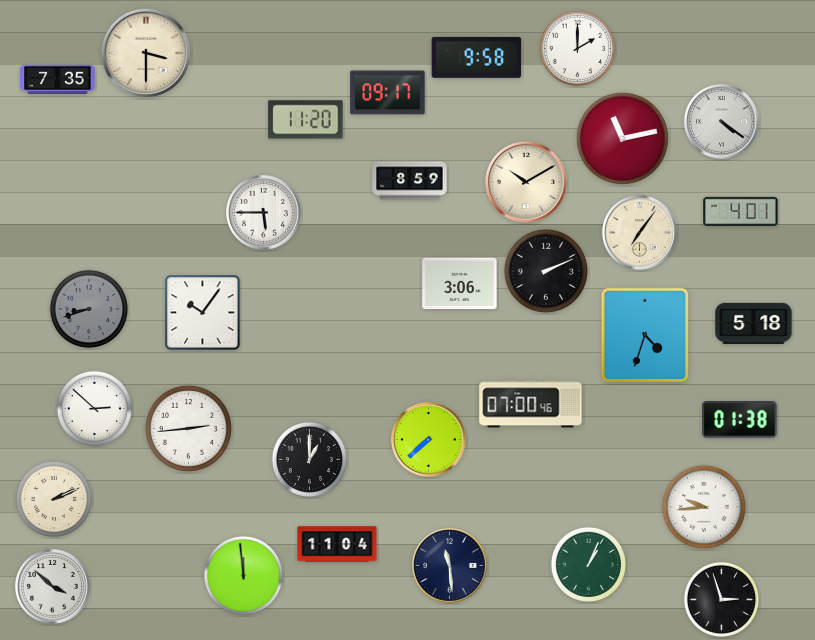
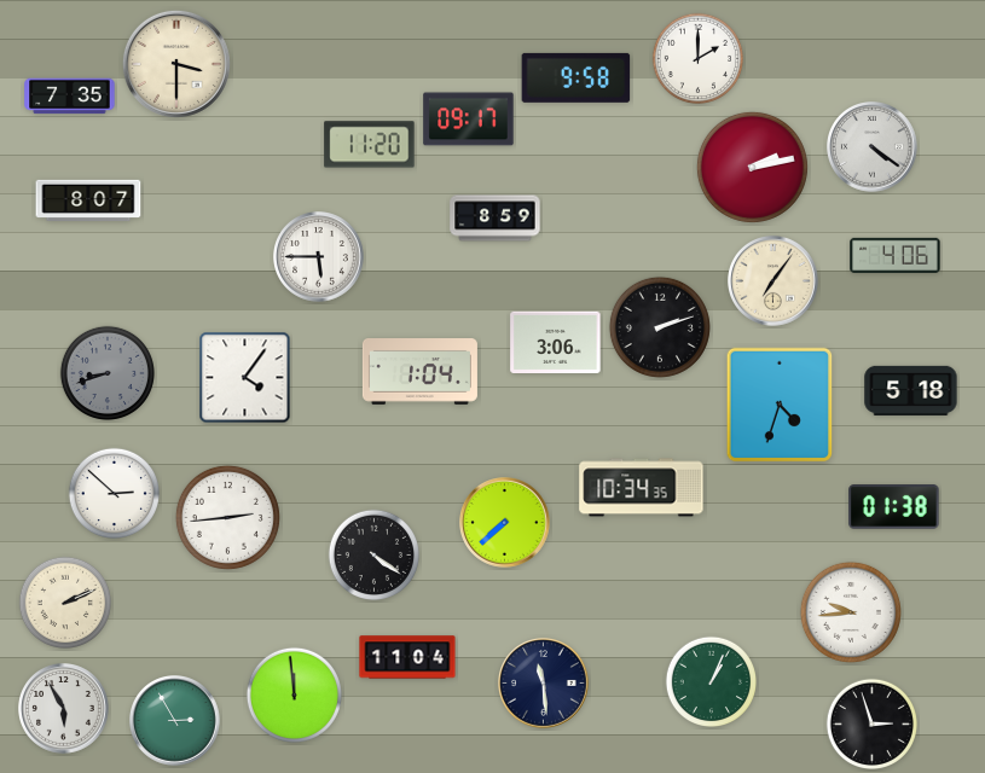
clock at (477, 57) position: (477, 57) -> (576, 77)
clock at (388, 93) position: (388, 93) -> (469, 120)
clock at (622, 138): 11:13 -> 2:13
clock at (88, 199): none -> 8:07
clock at (526, 182): 10:10 -> none
clock at (741, 211): 4:01 -> 4:06
clock at (546, 271): 2:11 -> 2:12
clock at (419, 372): none -> 1:04
clock at (203, 313): 10:06 -> 4:06
clock at (531, 404): 07:00 -> 10:34
clock at (429, 440) position: (429, 440) -> (505, 523)
clock at (309, 459): 1:00 -> 4:21
clock at (53, 587): 3:52 -> 5:55
clock at (175, 721): none -> 2:55
